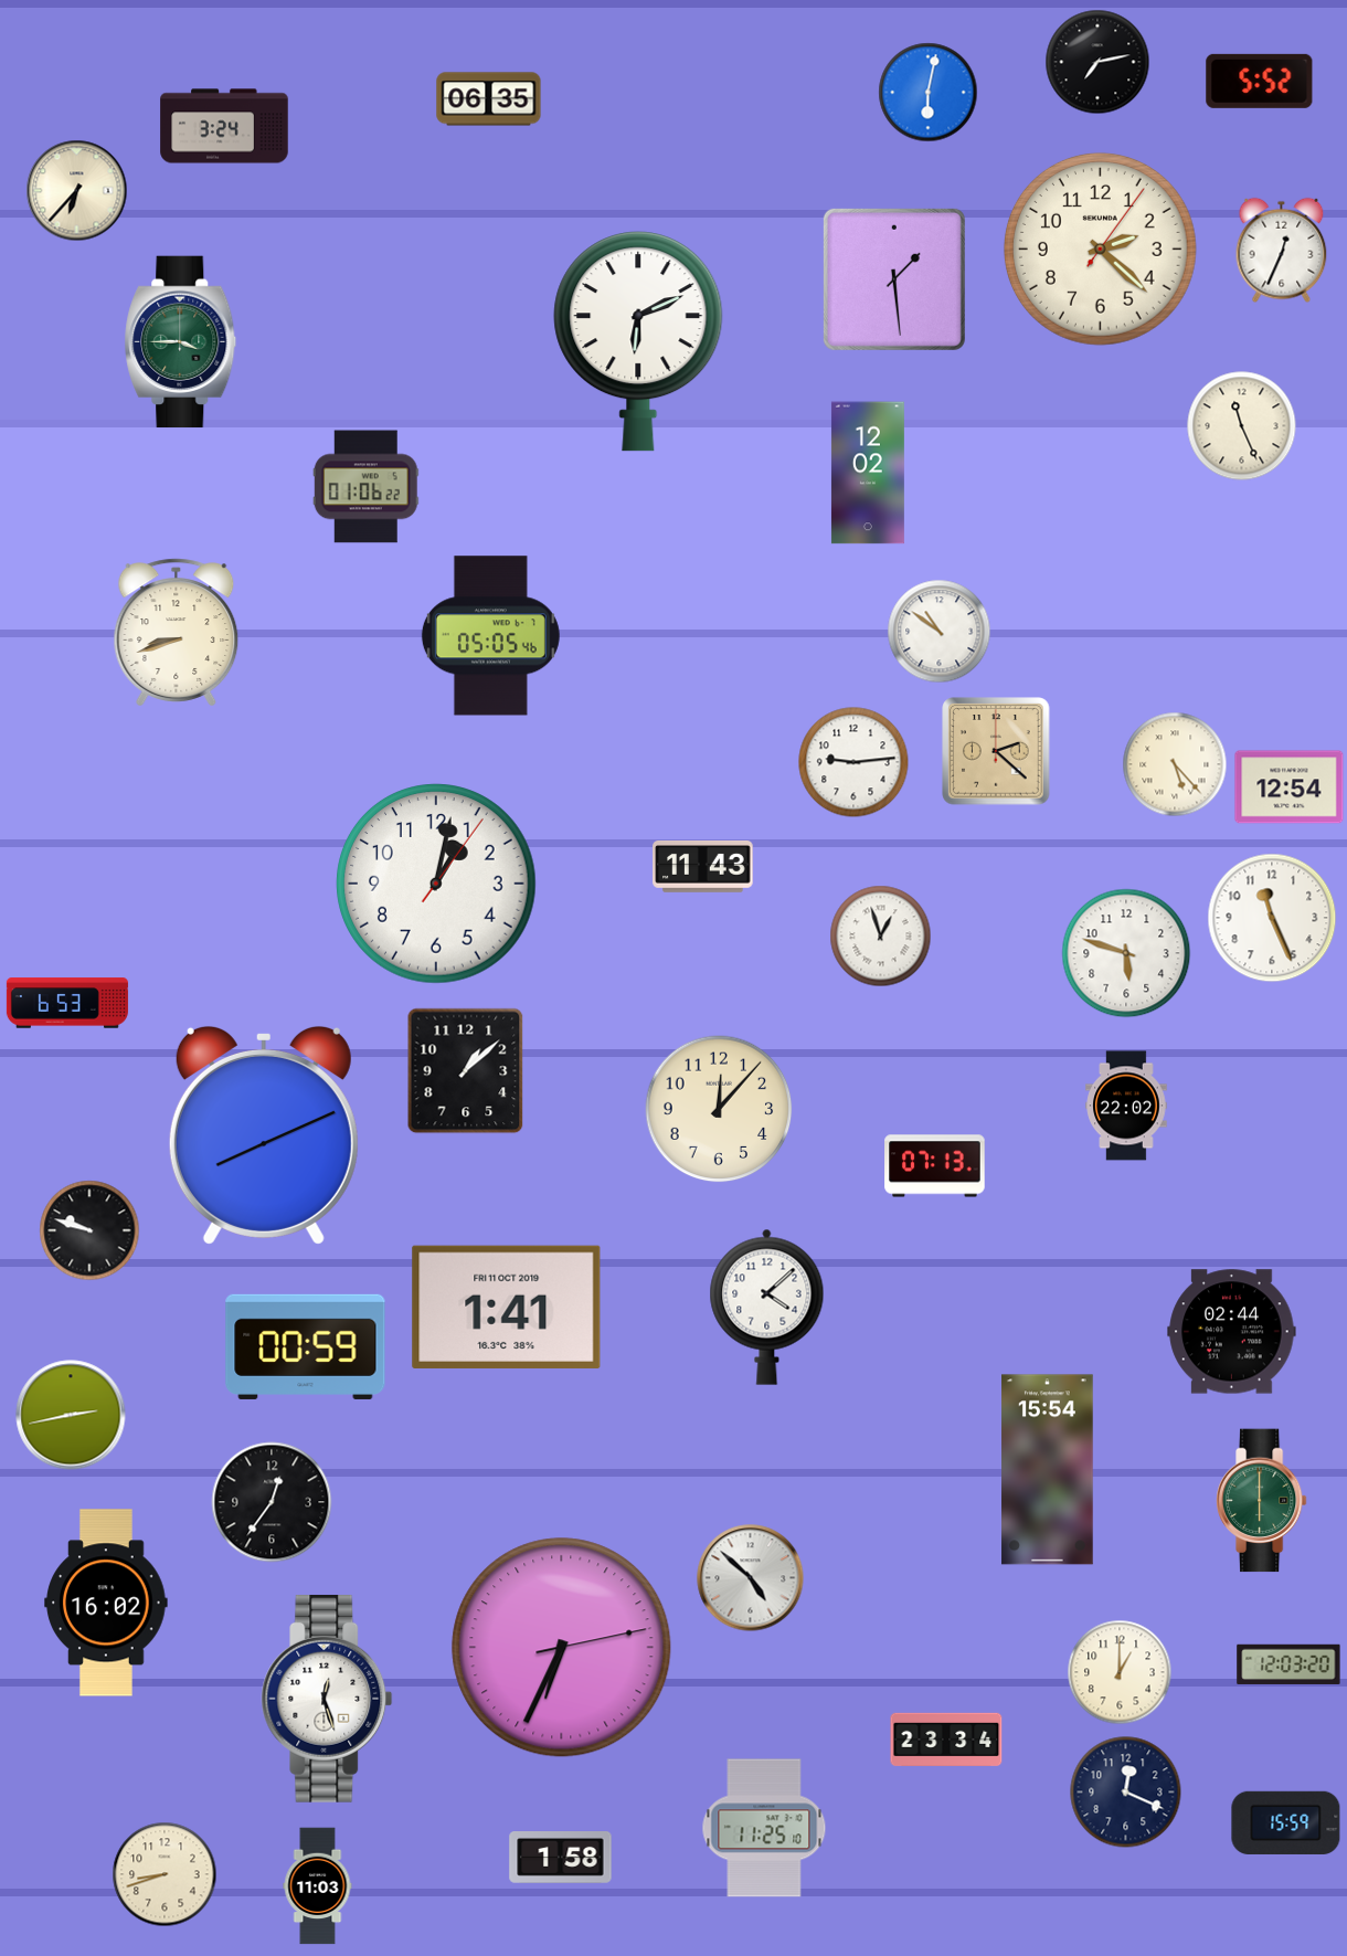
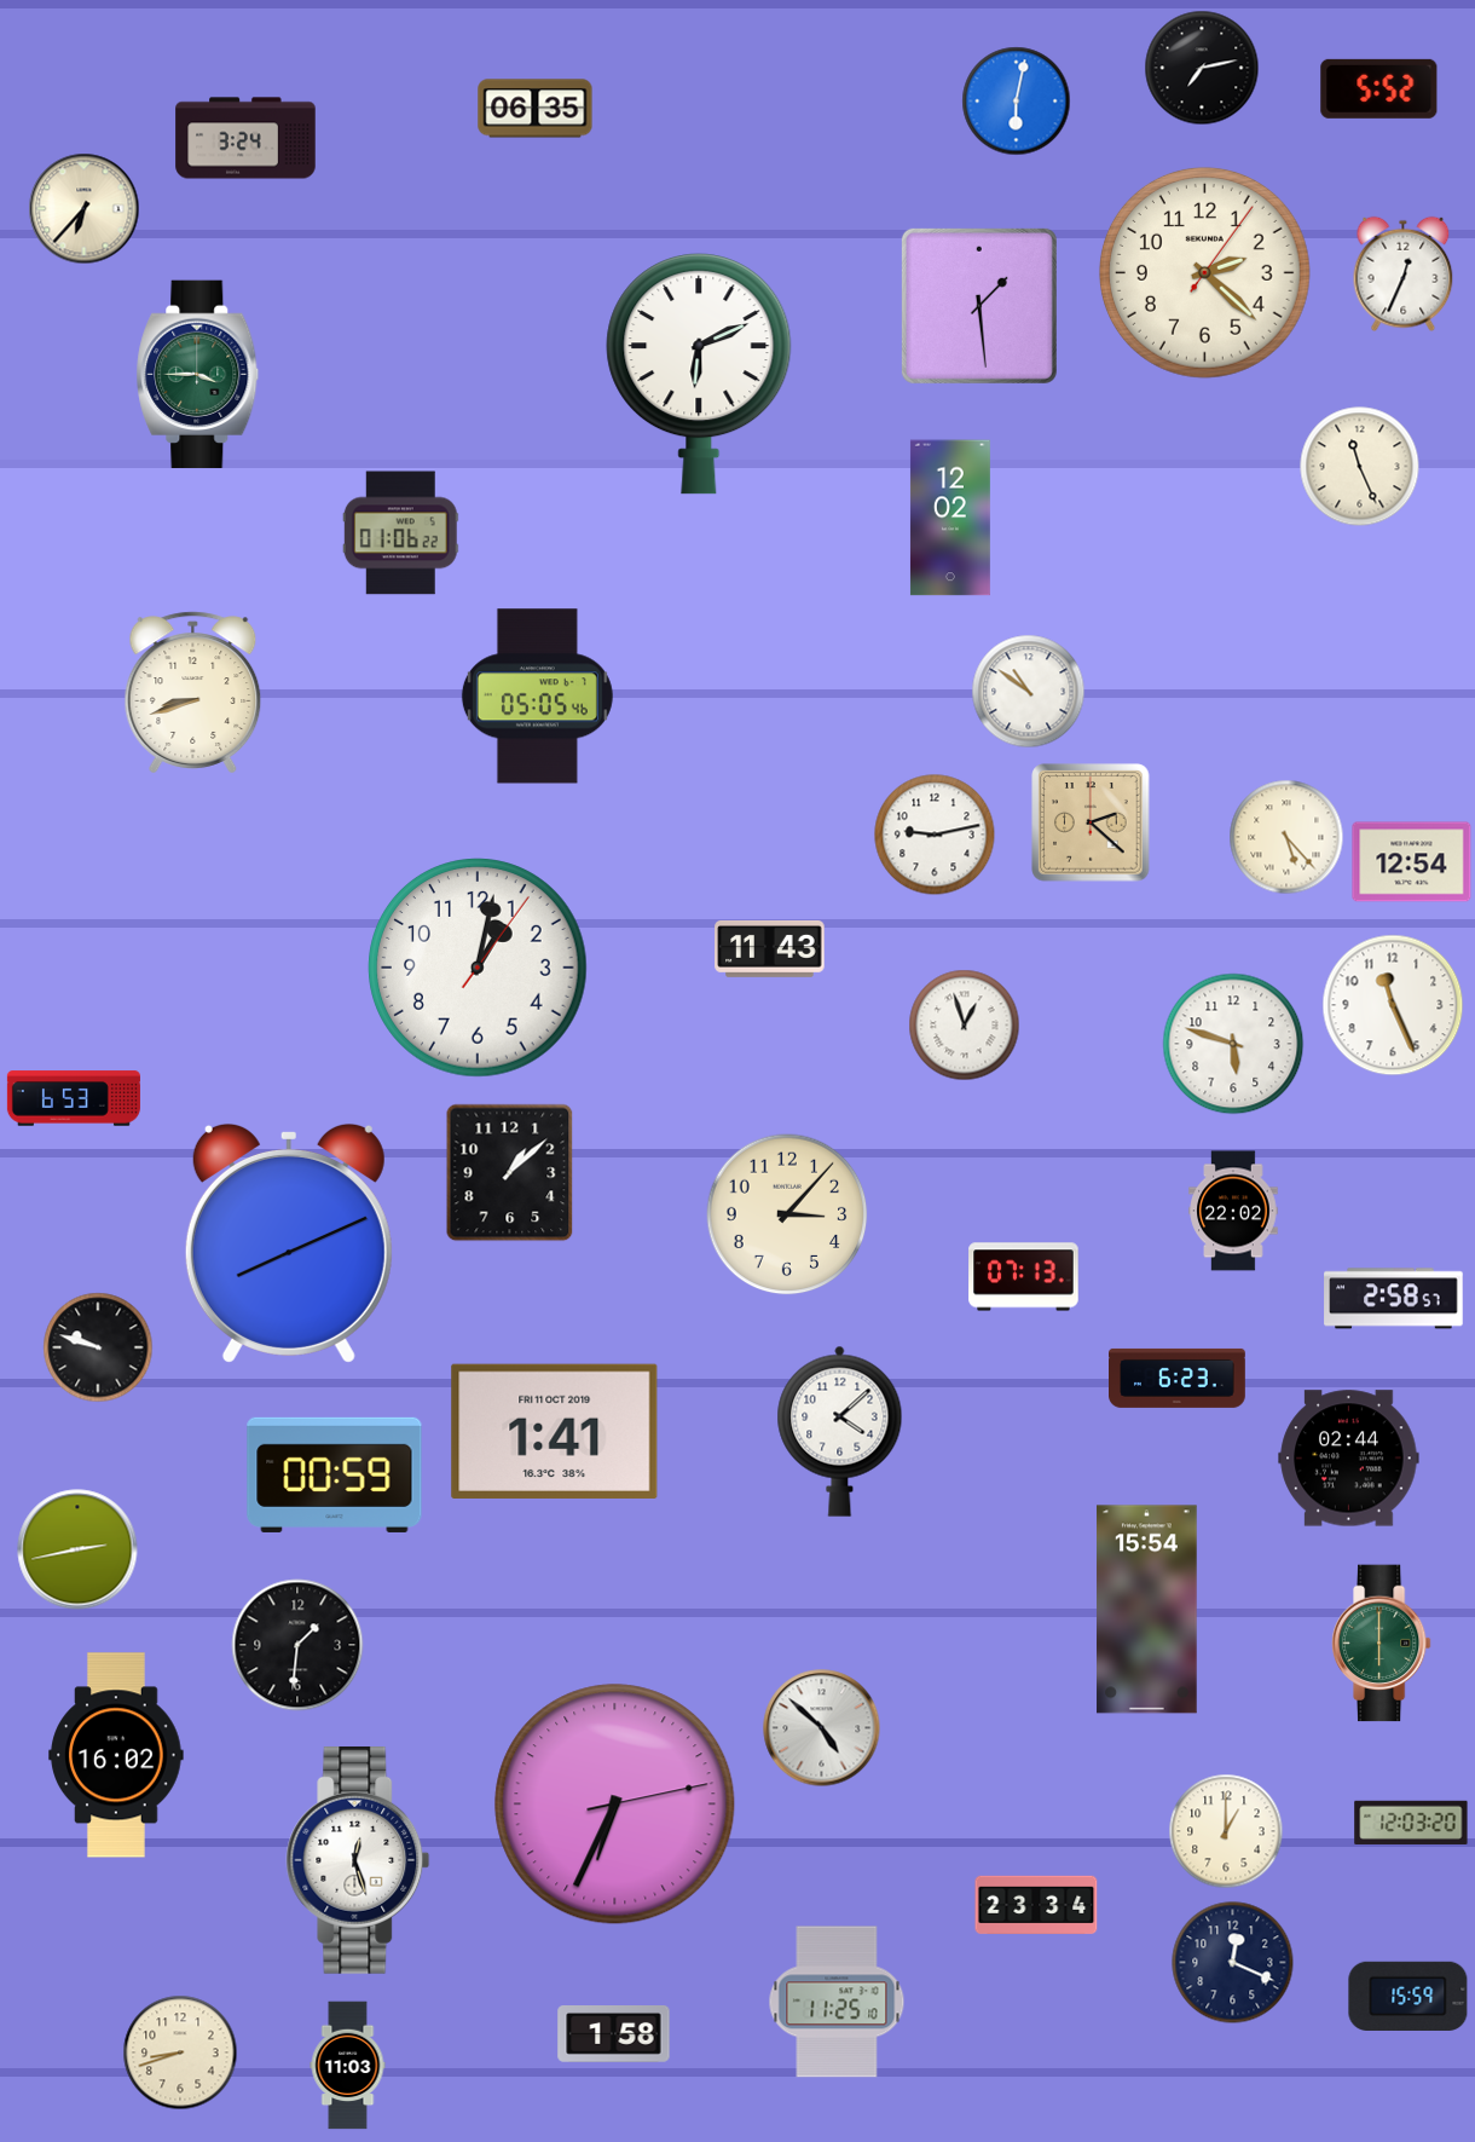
clock at (853, 762): 9:14 -> 9:13
clock at (719, 1109): 12:07 -> 3:07
clock at (1394, 1299): none -> 2:58
clock at (1178, 1378): none -> 6:23
clock at (272, 1502): 12:36 -> 1:31
